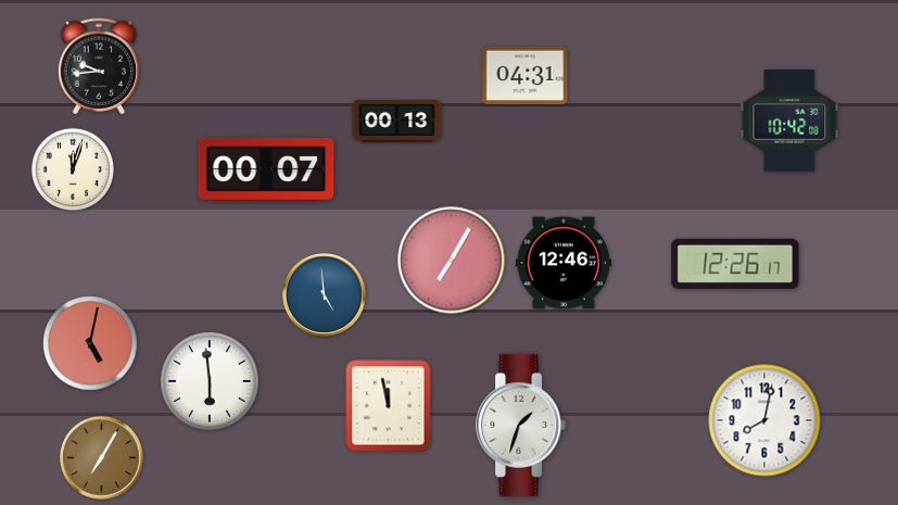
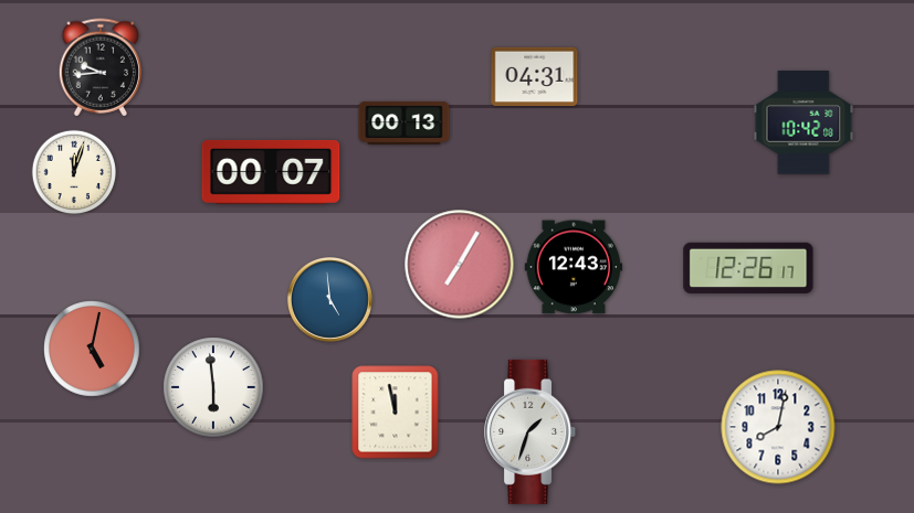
clock at (562, 263): 12:46 -> 12:43
clock at (102, 458): 7:05 -> none
